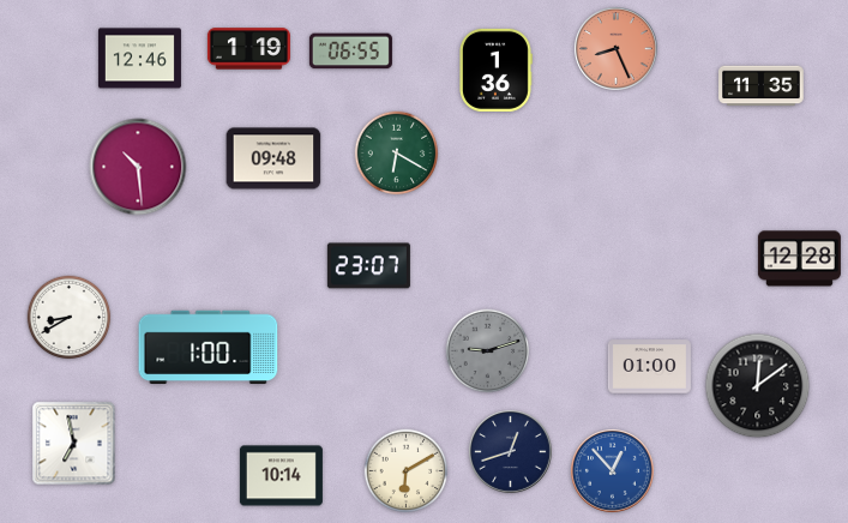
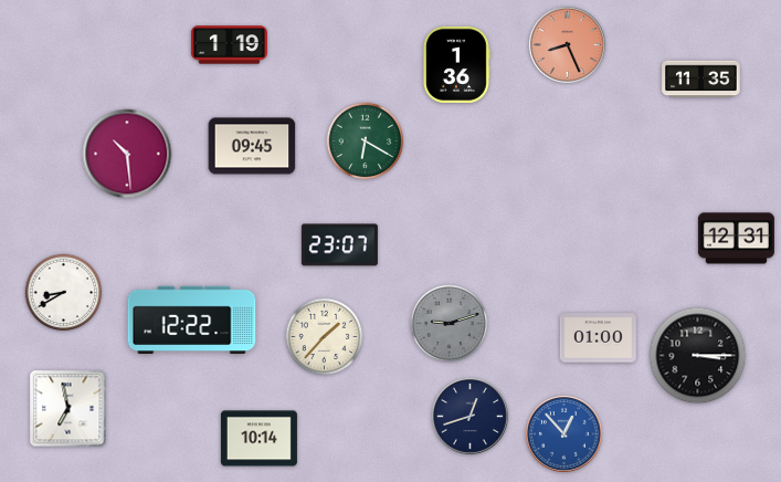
clock at (350, 52): 06:55 -> none
clock at (139, 59): 12:46 -> none
clock at (273, 158): 09:48 -> 09:45
clock at (799, 259): 12:28 -> 12:31
clock at (209, 348): 1:00 -> 12:22
clock at (325, 337): none -> 1:37
clock at (758, 386): 12:09 -> 3:15
clock at (407, 471): 6:10 -> none
